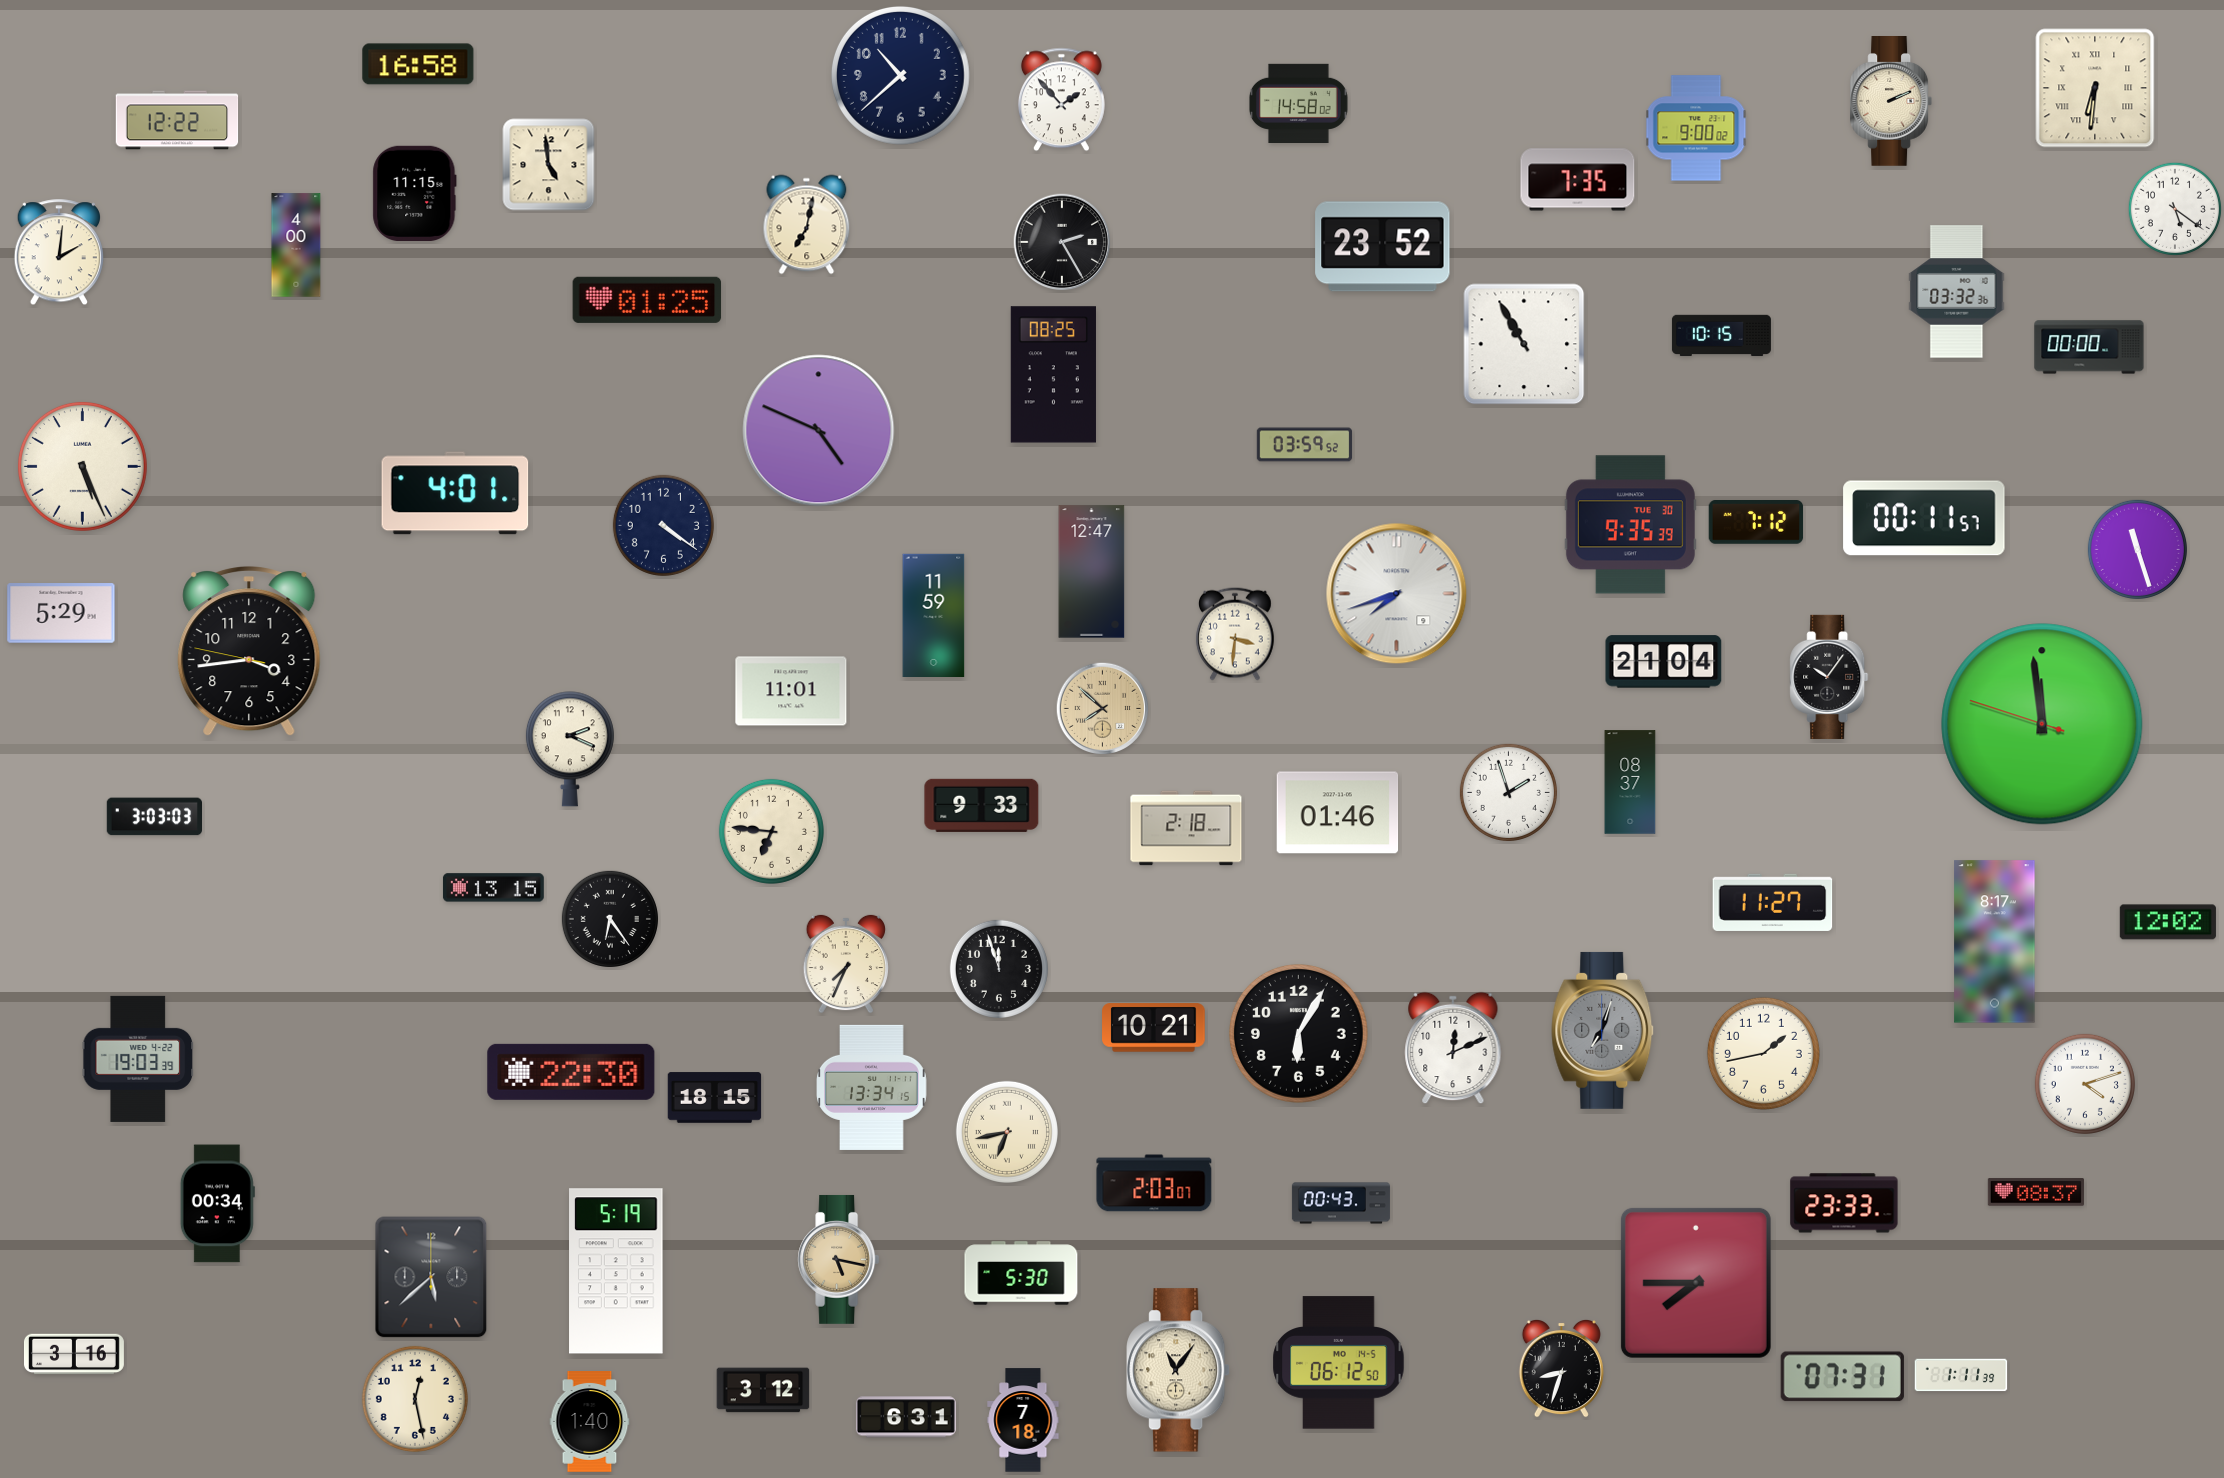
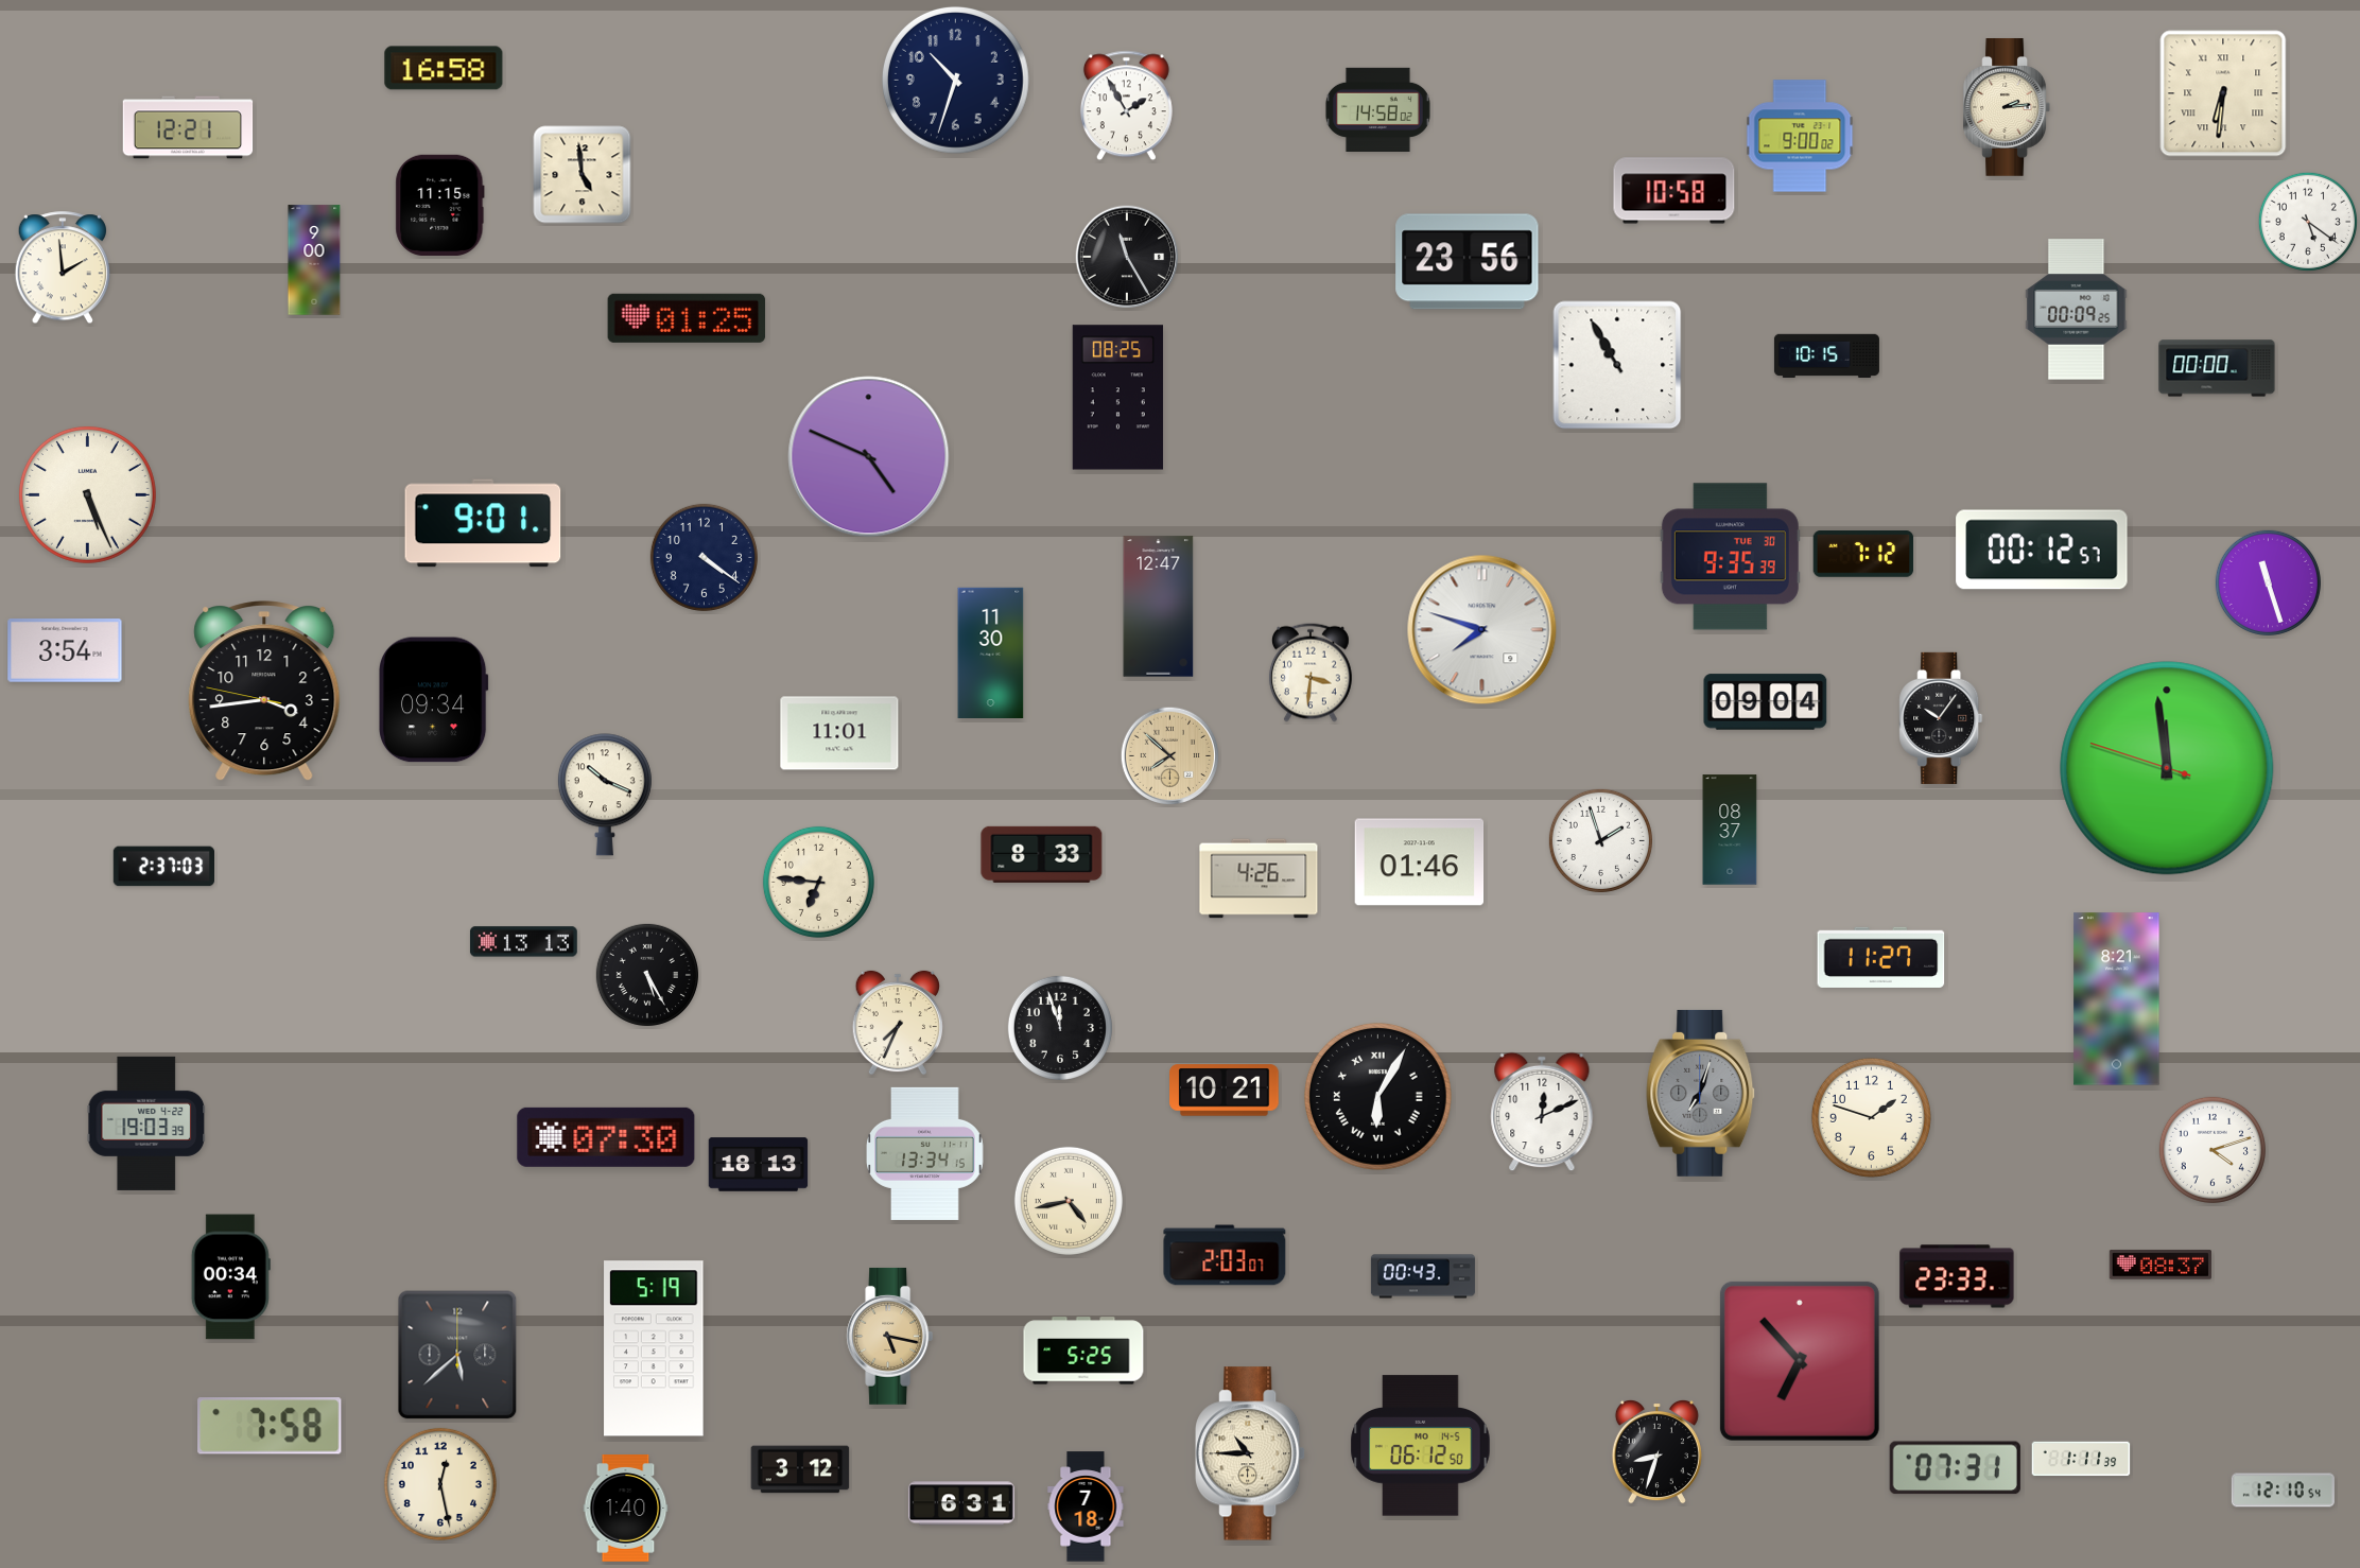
clock at (900, 75): 10:38 -> 10:33
clock at (1061, 100): 1:53 -> 1:55
clock at (1891, 102): 2:11 -> 2:14
clock at (177, 120): 12:22 -> 12:21
clock at (1578, 180): 7:35 -> 10:58
clock at (807, 225): 7:02 -> none
clock at (1062, 242): 2:25 -> 11:25
clock at (296, 245): 4:00 -> 9:00
clock at (1383, 247): 23:52 -> 23:56
clock at (58, 253): 2:01 -> 1:59
clock at (1957, 292): 03:32 -> 00:09
clock at (1305, 445): 03:59 -> none
clock at (455, 493): 4:01 -> 9:01
clock at (1924, 518): 00:11 -> 00:12
clock at (1397, 594): 7:42 -> 7:48
clock at (61, 613): 5:29 -> 3:54
clock at (934, 615): 11:59 -> 11:30
clock at (433, 700): none -> 09:34
clock at (1664, 662): 21:04 -> 09:04
clock at (1103, 709) position: (1103, 709) -> (1170, 756)
clock at (570, 749): 2:19 -> 10:19
clock at (982, 805): 9:33 -> 8:33
clock at (154, 817): 3:03 -> 2:37
clock at (1186, 828): 2:18 -> 4:26
clock at (493, 888): 13:15 -> 13:13
clock at (610, 919): 6:24 -> 5:25
clock at (2168, 922): 12:02 -> none
clock at (1995, 942): 8:17 -> 8:21
clock at (1298, 1033) numerals: Arabic -> Roman
clock at (1763, 1053): 1:43 -> 1:48
clock at (571, 1072): 22:30 -> 07:30
clock at (715, 1098): 18:15 -> 18:13
clock at (1007, 1132): 6:43 -> 4:43
clock at (1021, 1273): 5:30 -> 5:25
clock at (1696, 1283): 7:45 -> 6:53
clock at (270, 1426): none -> 7:58
clock at (74, 1354): 3:16 -> none
clock at (1179, 1370): 11:06 -> 10:45
clock at (1842, 1377) position: (1842, 1377) -> (1955, 1468)
clock at (763, 1390) position: (763, 1390) -> (800, 1469)
clock at (2283, 1491): none -> 12:10
